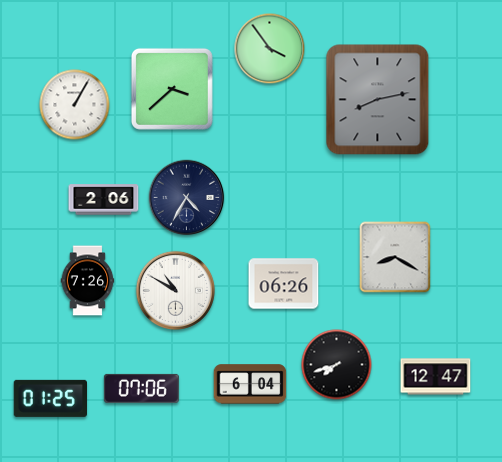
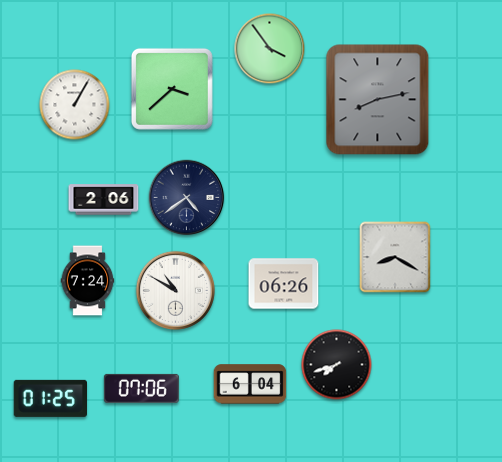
clock at (187, 198): 4:35 -> 4:39
clock at (88, 281): 7:26 -> 7:24
clock at (436, 377): 12:47 -> none
